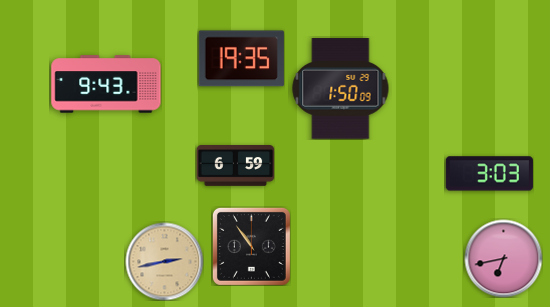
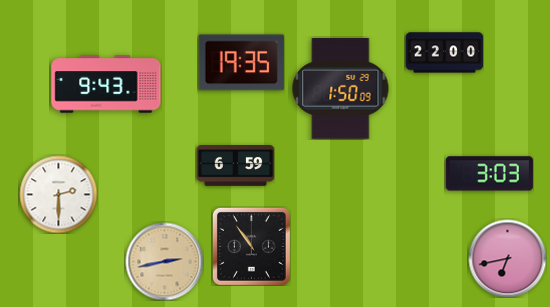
clock at (444, 53): none -> 22:00
clock at (241, 59) position: (241, 59) -> (241, 63)
clock at (58, 194): none -> 2:30
clock at (503, 258) position: (503, 258) -> (507, 258)
